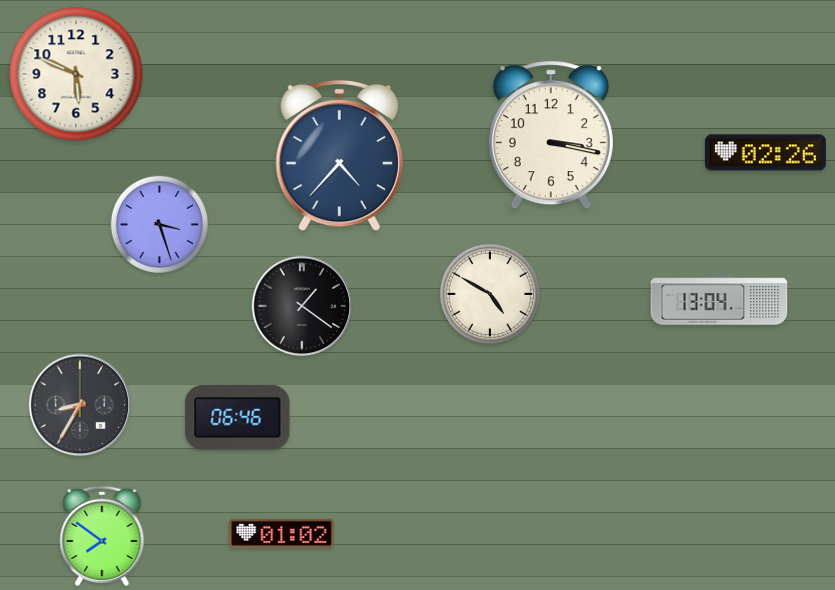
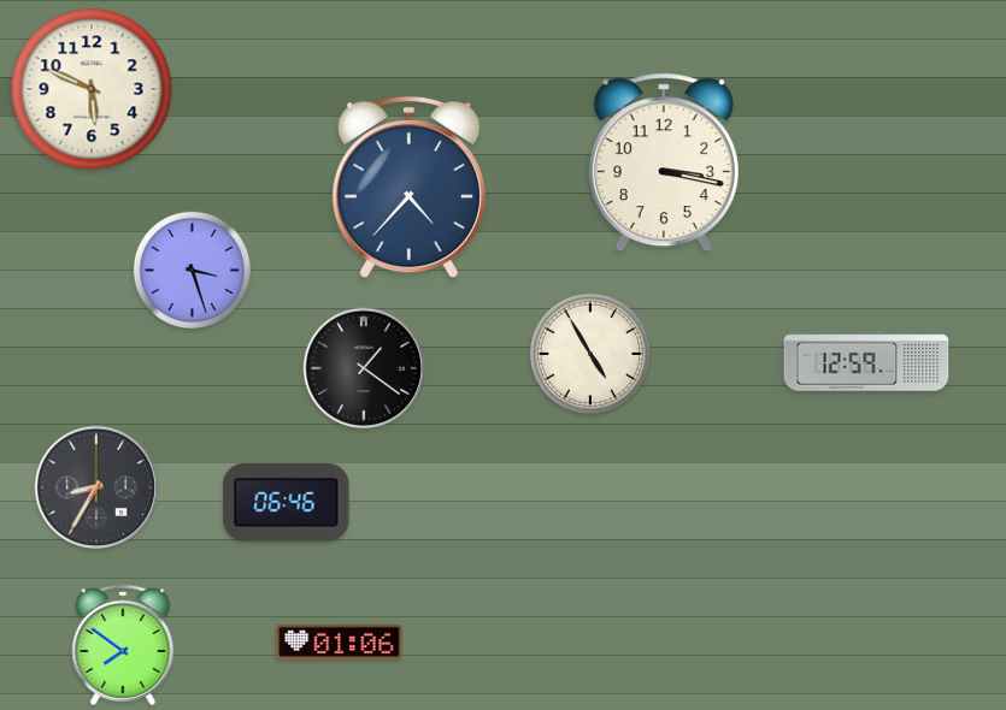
clock at (765, 153): 02:26 -> none
clock at (490, 294): 4:50 -> 4:55
clock at (719, 300): 13:04 -> 12:59
clock at (282, 533): 01:02 -> 01:06
